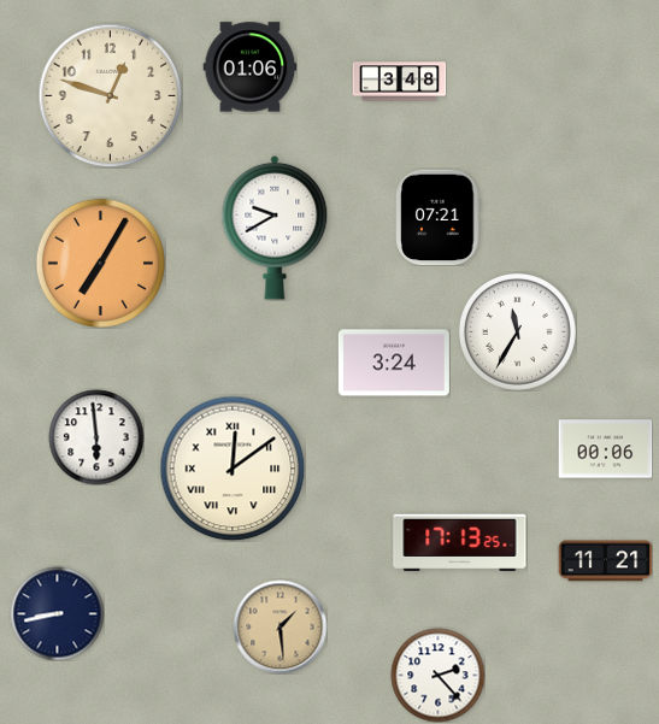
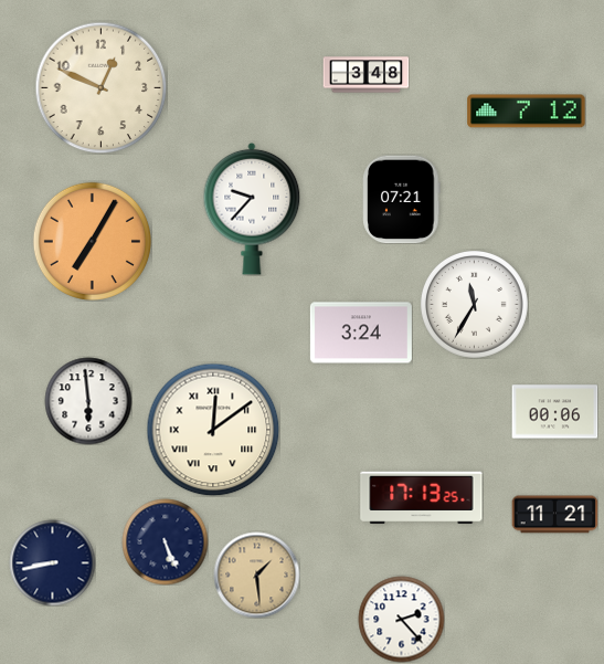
clock at (249, 67): 01:06 -> none
clock at (110, 95): 12:48 -> 12:49
clock at (527, 112): none -> 7:12
clock at (275, 228): 9:40 -> 9:37
clock at (165, 541): none -> 5:26
